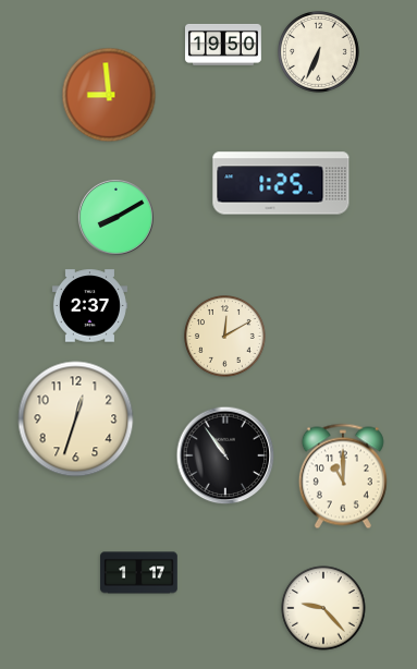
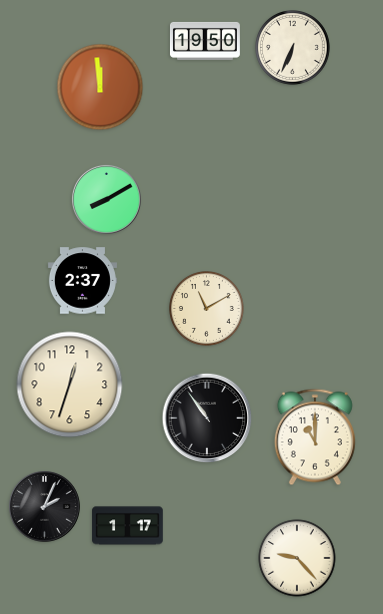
clock at (109, 95): 8:59 -> 11:59
clock at (281, 183): 1:25 -> none
clock at (225, 337): 12:10 -> 11:10
clock at (45, 507): none -> 2:04
